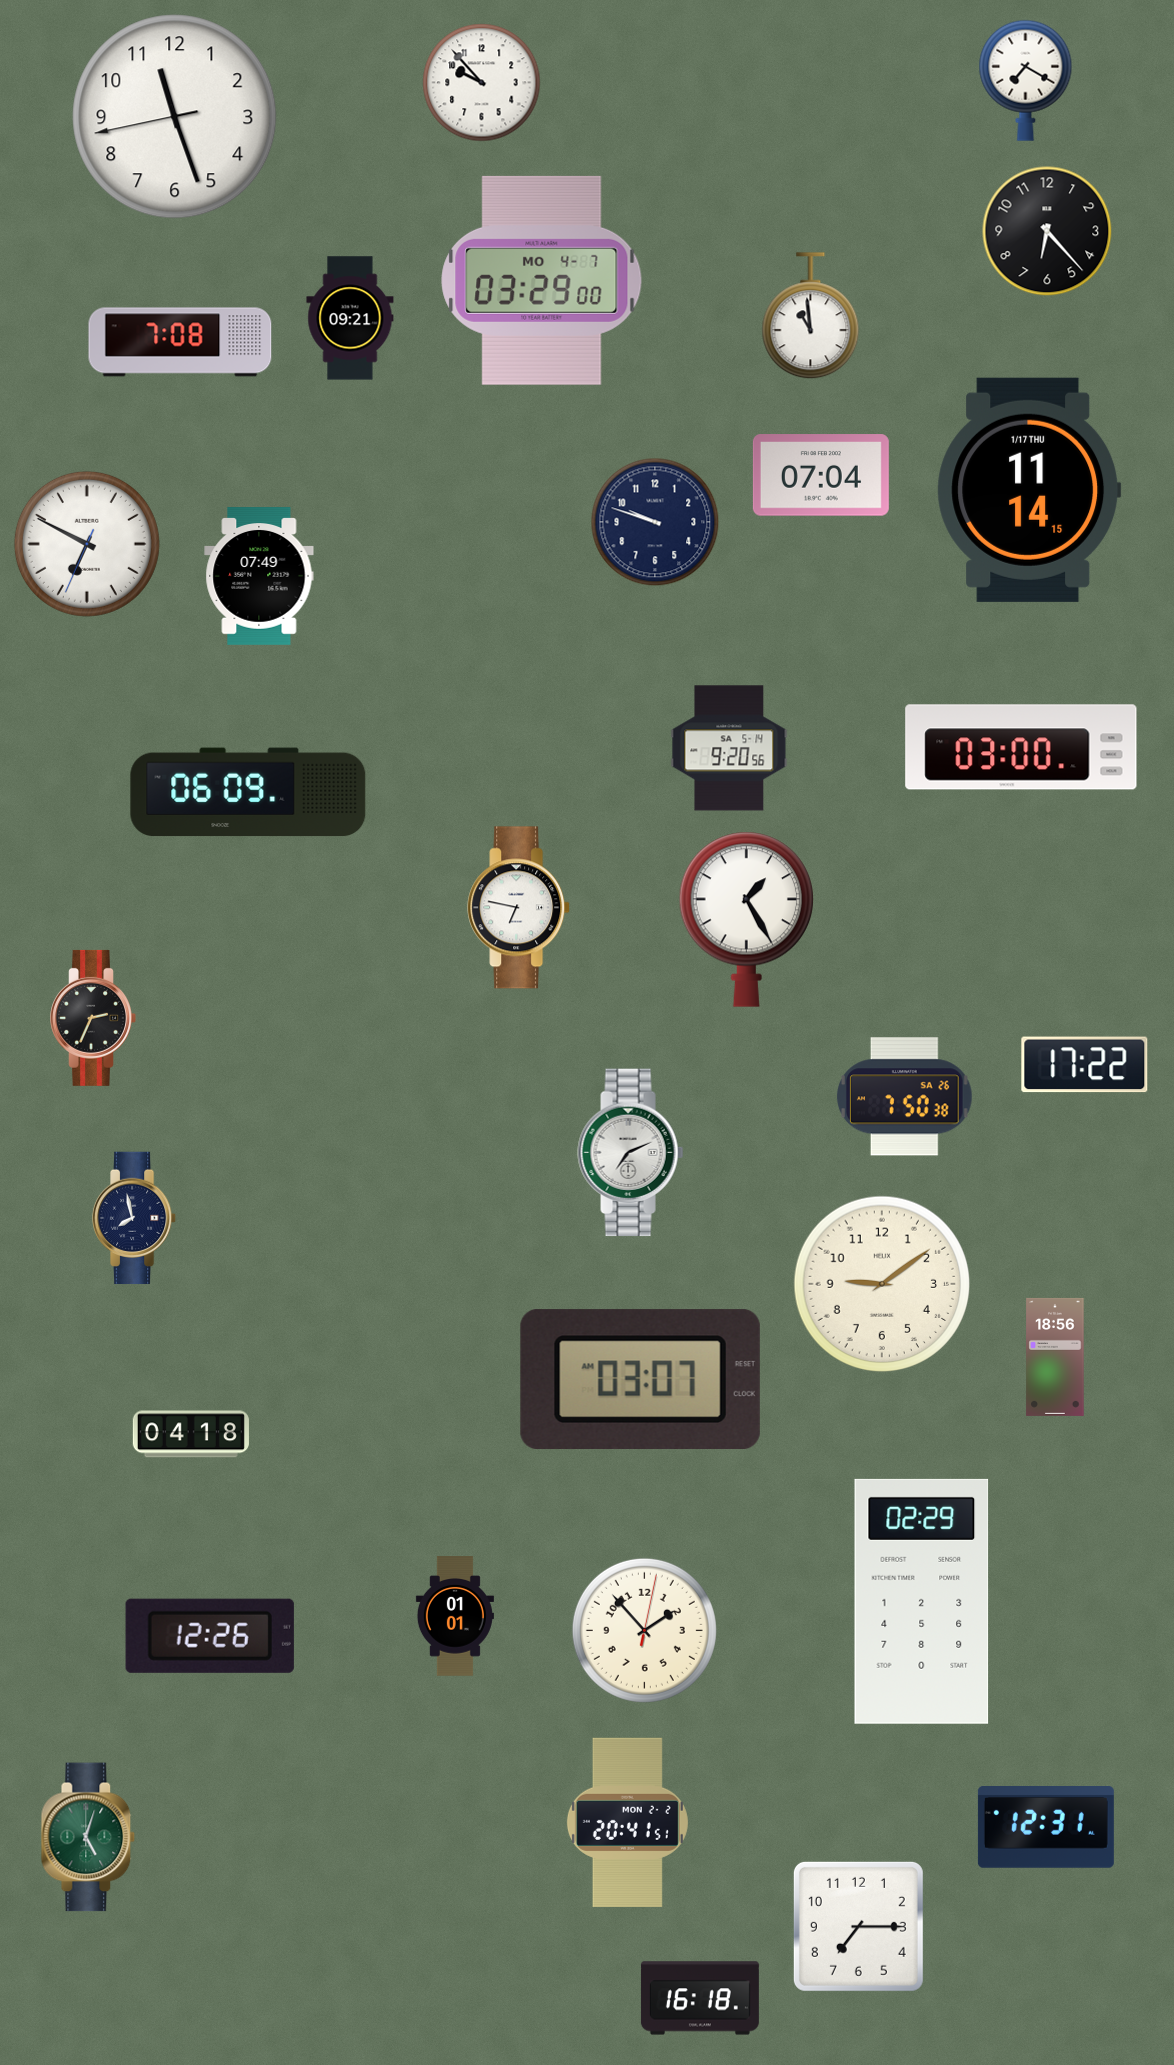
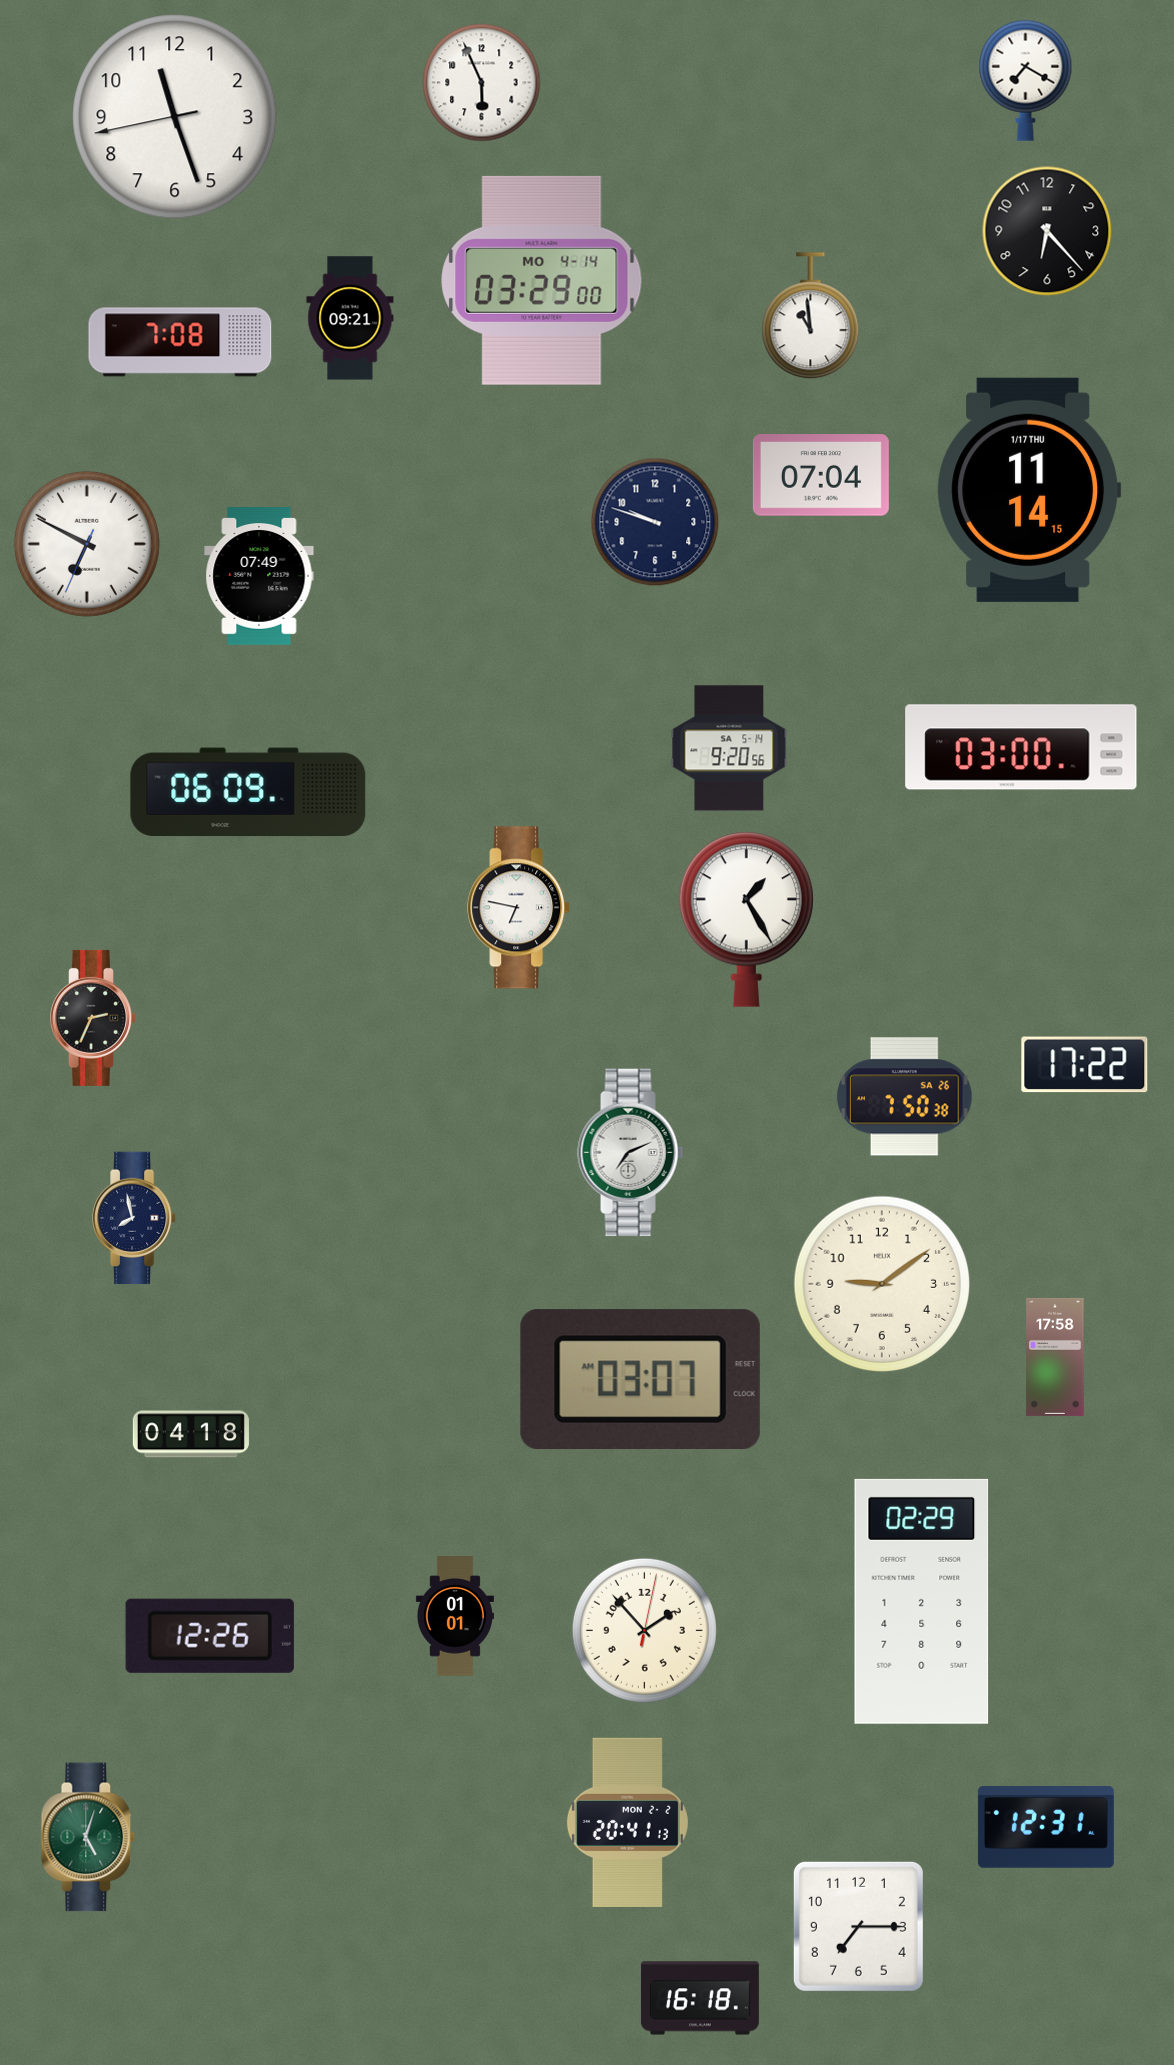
clock at (482, 83): 9:53 -> 5:56
clock at (542, 280) date: MO 4-7 -> MO 4-14
clock at (1055, 1357): 18:56 -> 17:58
clock at (627, 1822): 20:41:51 -> 20:41:13
